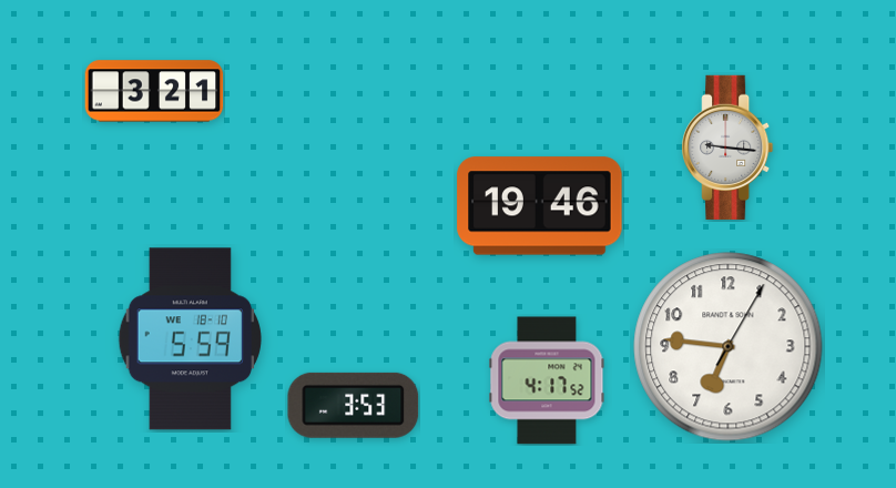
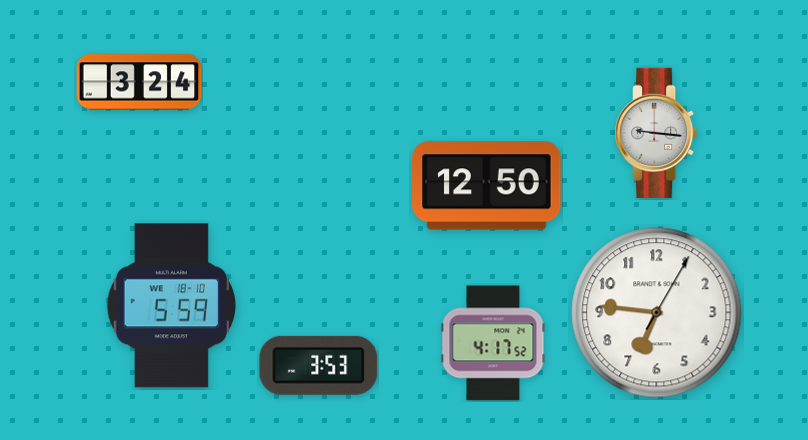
clock at (154, 91): 3:21 -> 3:24
clock at (540, 206): 19:46 -> 12:50
